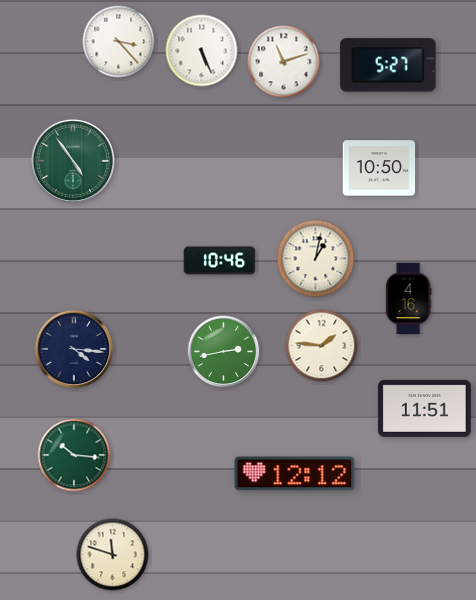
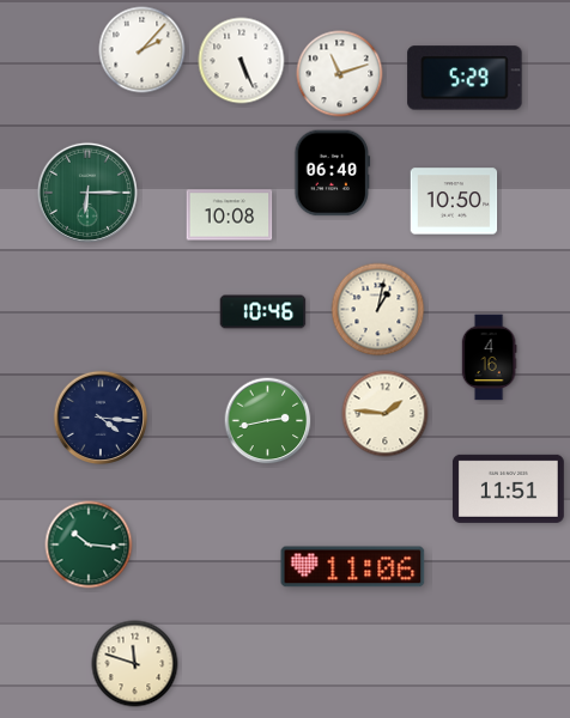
clock at (119, 42): 3:23 -> 2:07
clock at (388, 65): 5:27 -> 5:29
clock at (333, 174): none -> 06:40
clock at (73, 161): 4:54 -> 6:15
clock at (230, 215): none -> 10:08
clock at (74, 349) position: (74, 349) -> (101, 418)
clock at (295, 474): 12:12 -> 11:06
